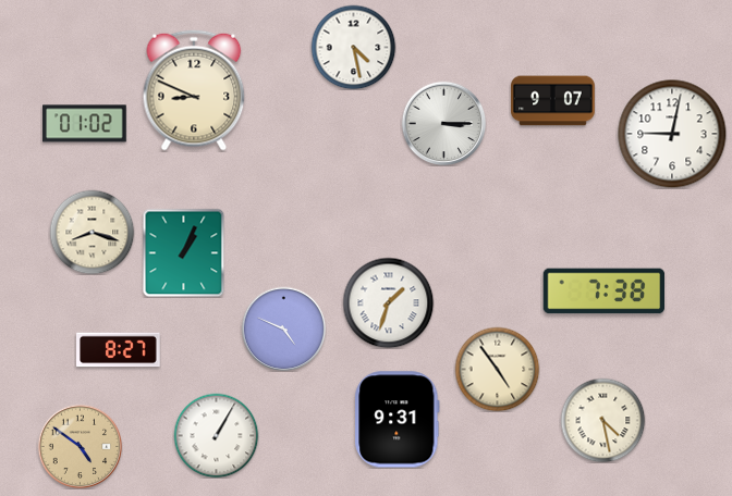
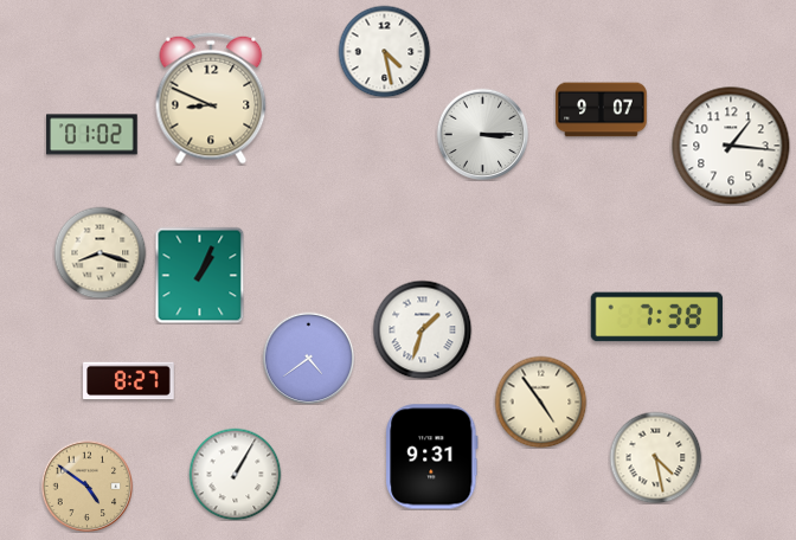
clock at (672, 134): 9:02 -> 1:16
clock at (283, 328): 4:49 -> 4:39
